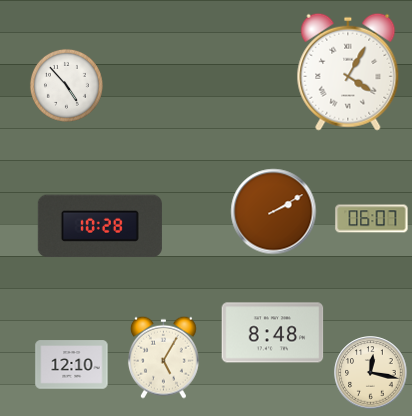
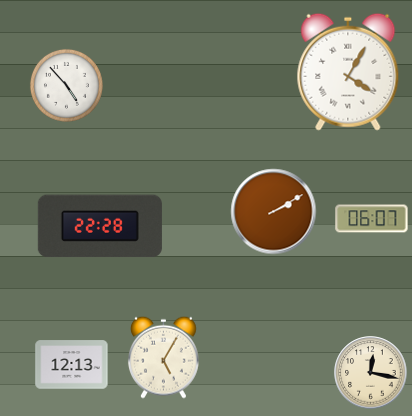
clock at (100, 226): 10:28 -> 22:28
clock at (273, 333): 8:48 -> none
clock at (72, 365): 12:10 -> 12:13
